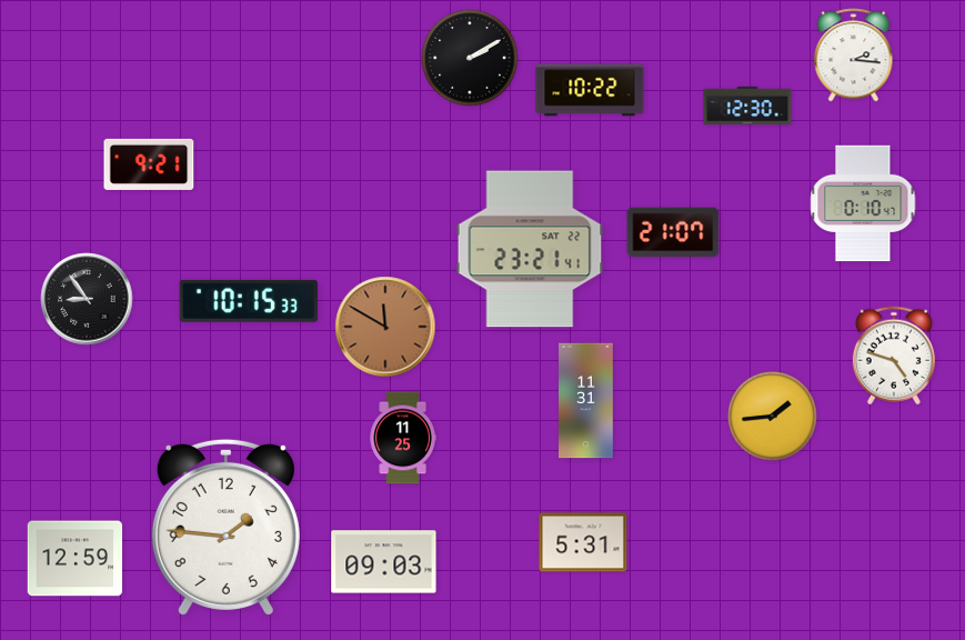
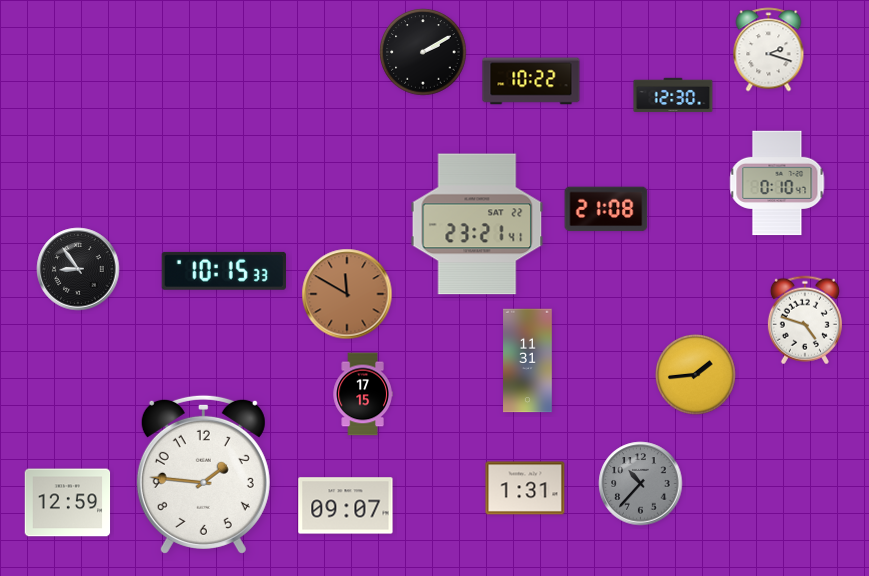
clock at (854, 56): 2:16 -> 2:18
clock at (149, 164): 9:21 -> none
clock at (673, 232): 21:07 -> 21:08
clock at (403, 438): 11:25 -> 17:15
clock at (641, 484): none -> 10:37
clock at (583, 542): 5:31 -> 1:31
clock at (384, 562): 09:03 -> 09:07
